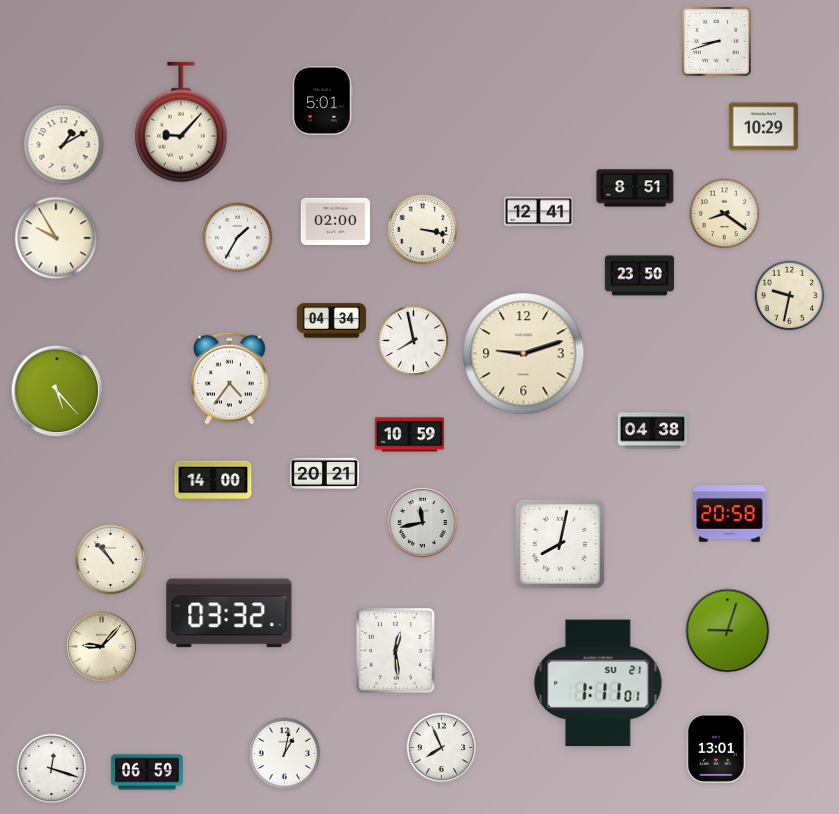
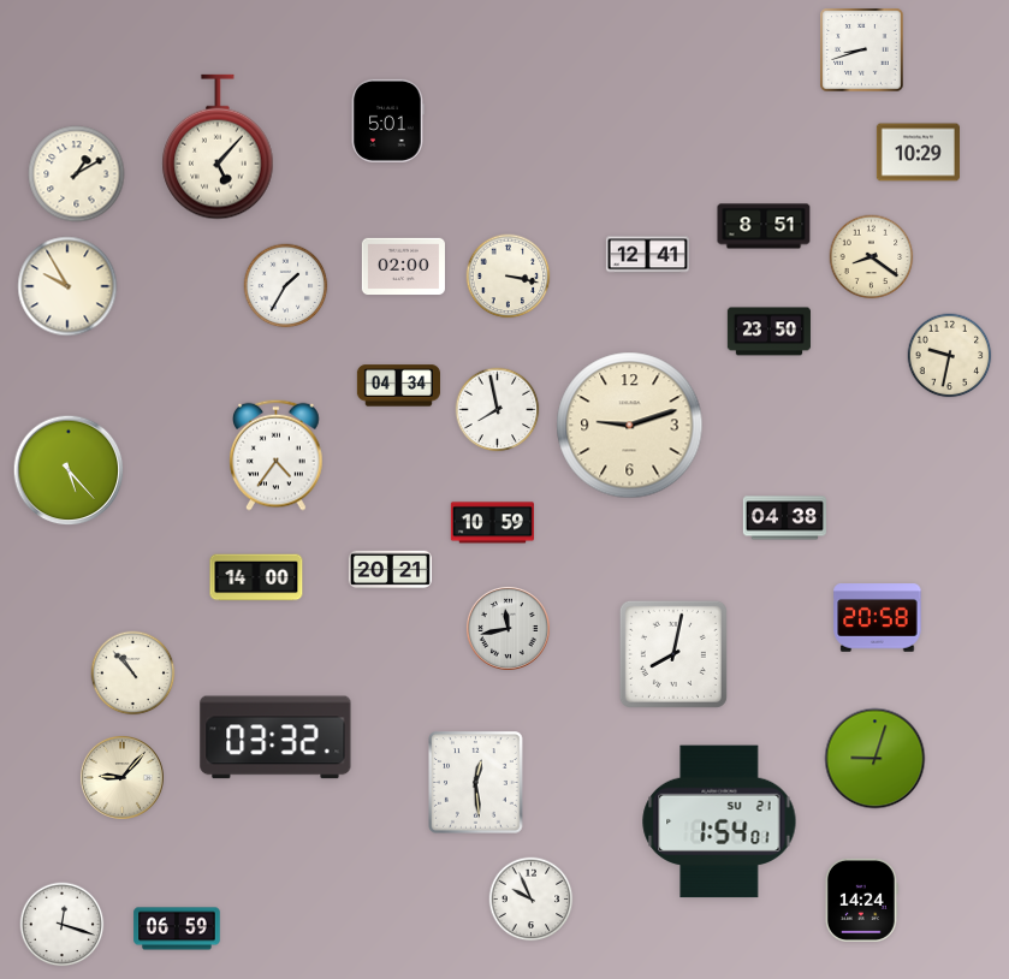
clock at (181, 122): 9:07 -> 5:07
clock at (598, 683): 1:11 -> 1:54
clock at (442, 748): 7:56 -> 9:56
clock at (716, 748): 13:01 -> 14:24
clock at (285, 754): 1:02 -> none
